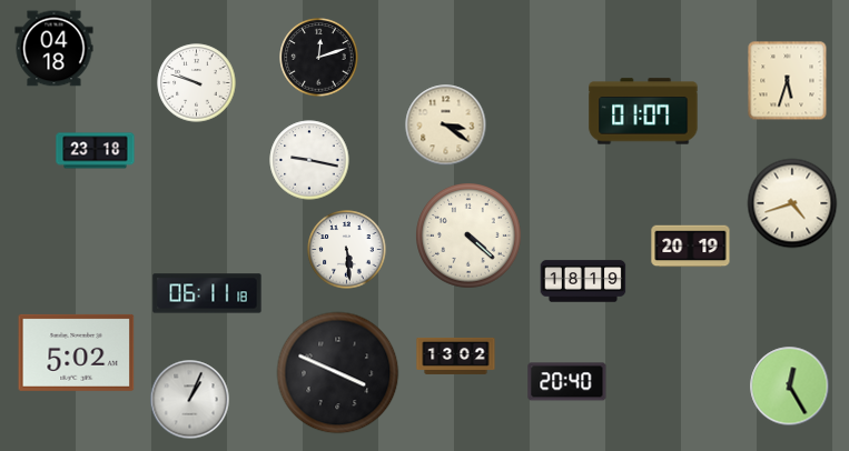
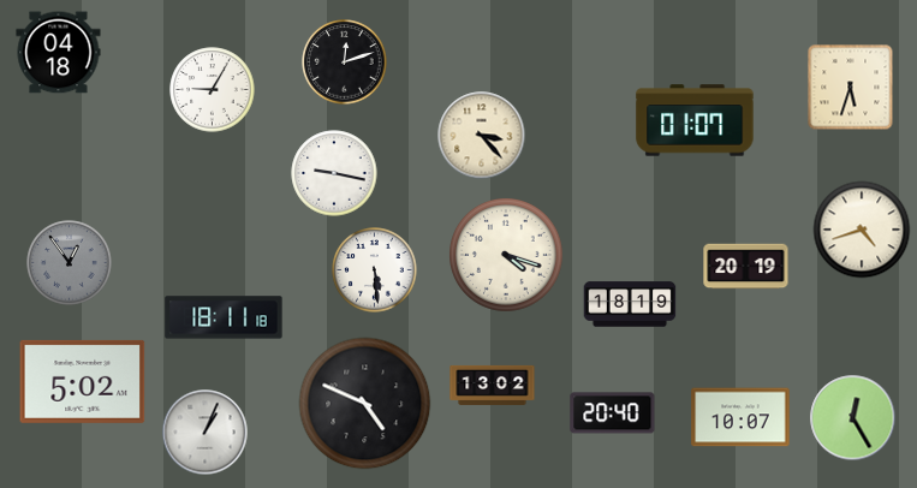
clock at (197, 83): 9:48 -> 9:05
clock at (446, 126): 3:21 -> 3:23
clock at (96, 151): 23:18 -> none
clock at (792, 203) position: (792, 203) -> (862, 230)
clock at (470, 237): 4:22 -> 4:18
clock at (70, 263): none -> 12:54
clock at (207, 293): 06:11 -> 18:11
clock at (338, 373): 3:49 -> 4:49
clock at (740, 417): none -> 10:07
